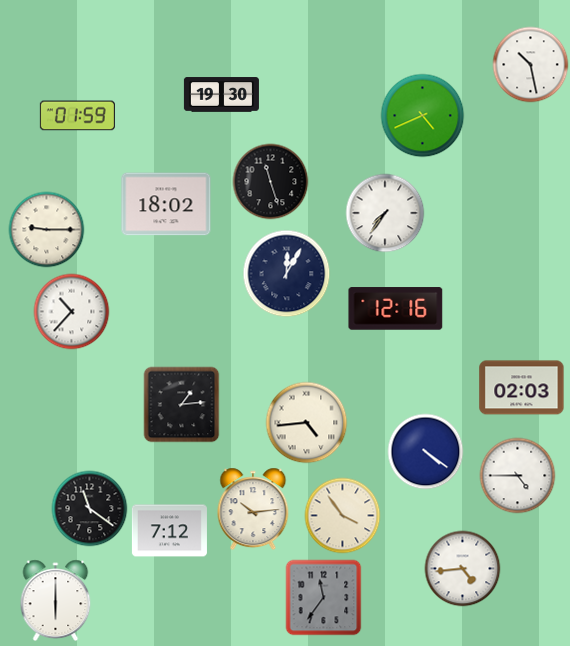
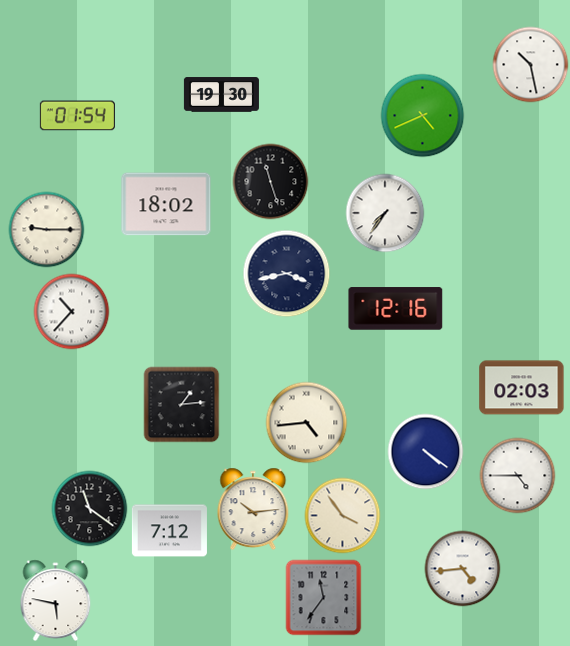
clock at (77, 116): 01:59 -> 01:54
clock at (287, 274): 12:05 -> 3:43
clock at (56, 601): 6:00 -> 5:47
